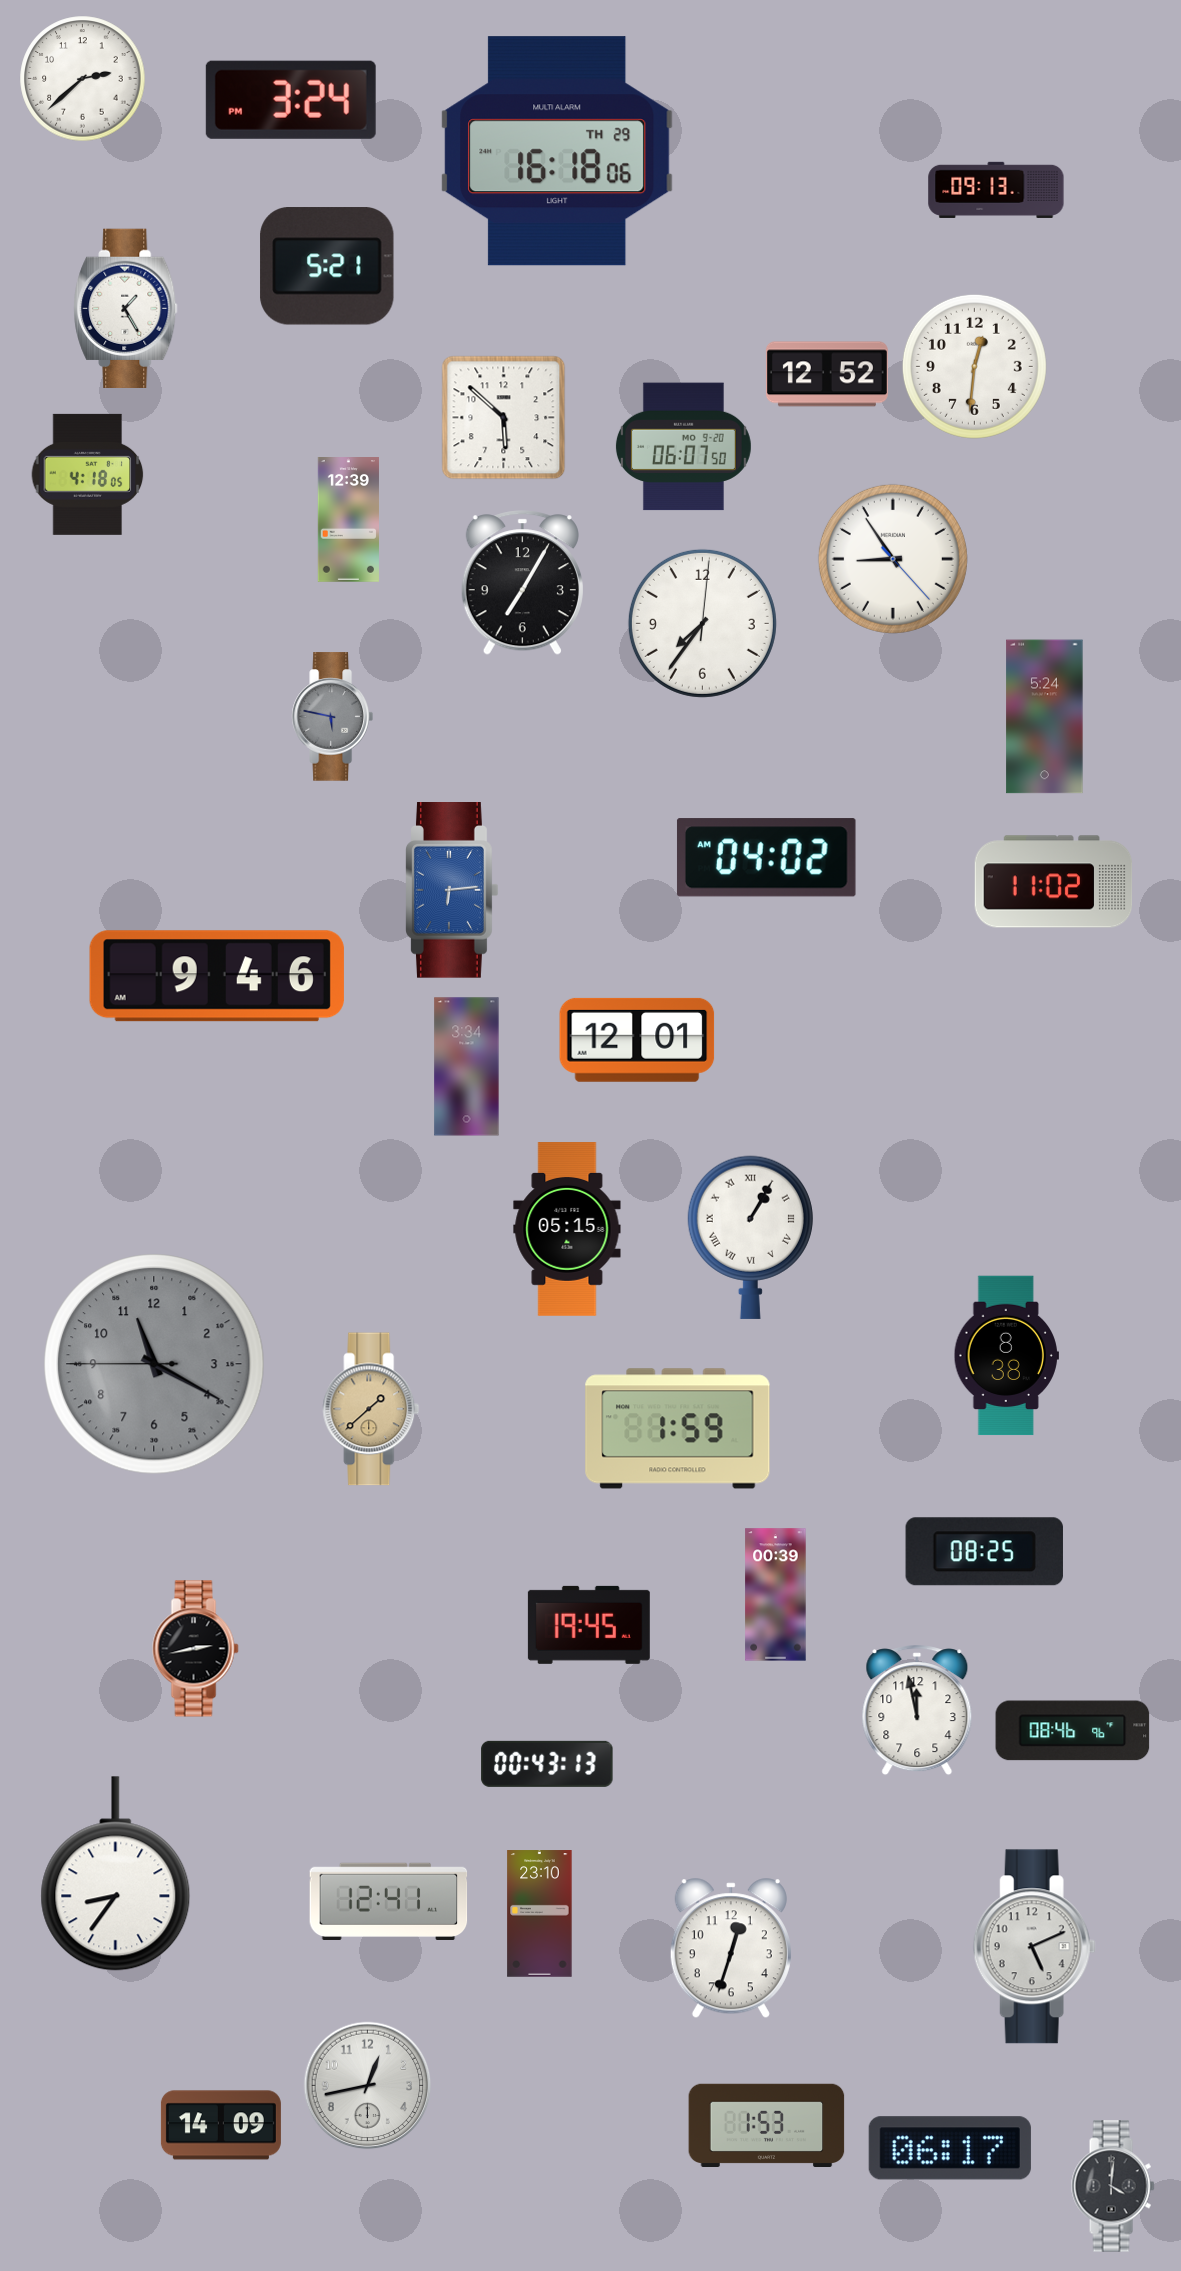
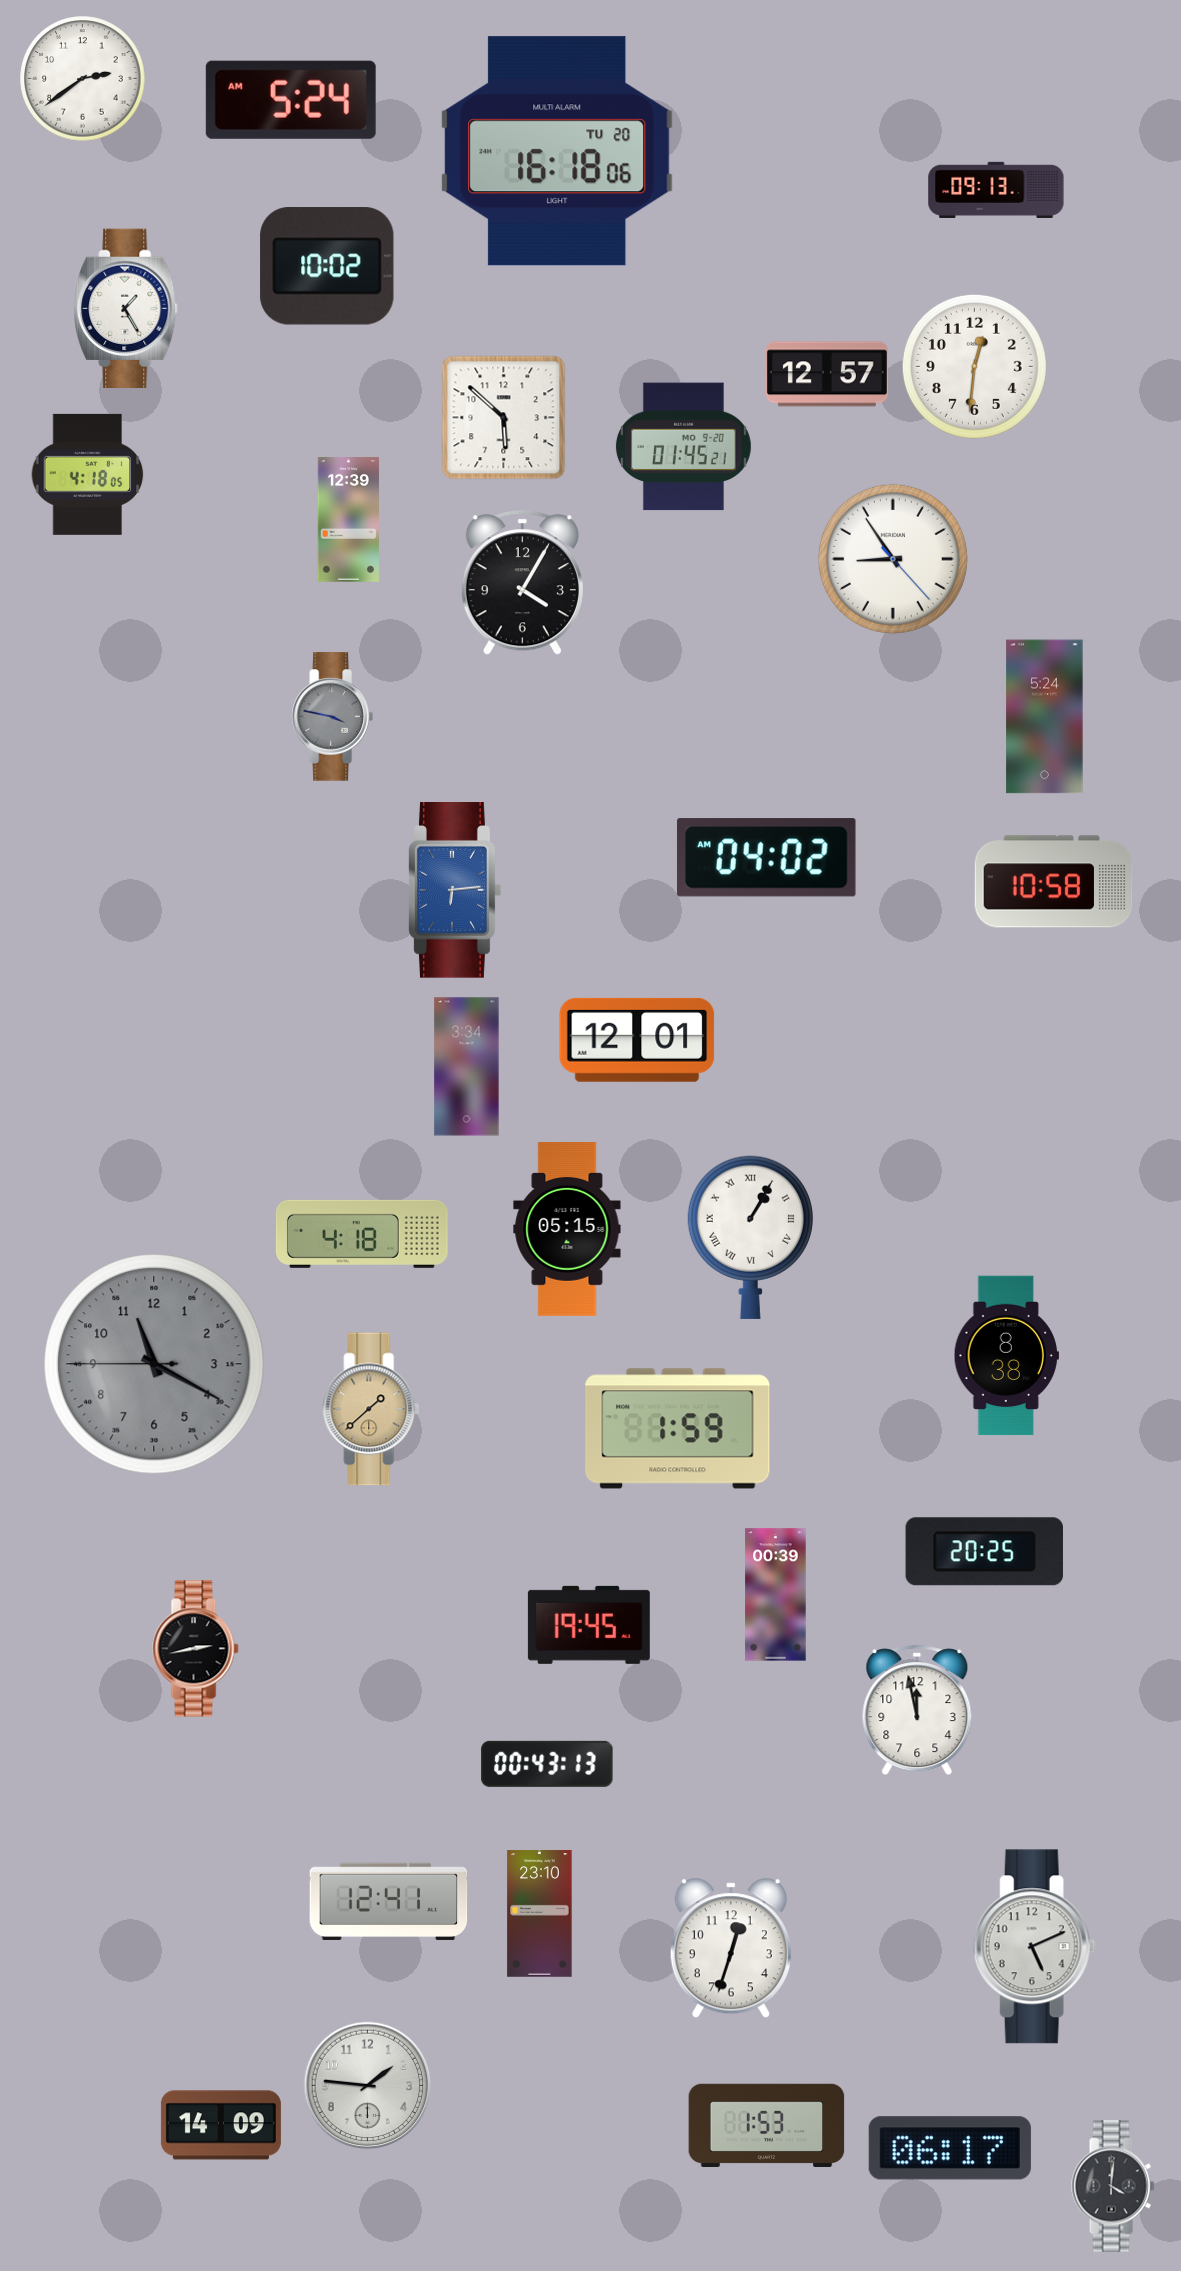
clock at (83, 79): 2:38 -> 2:39
clock at (291, 100): 3:24 -> 5:24
clock at (557, 151) date: TH 29 -> TU 20
clock at (327, 267): 5:21 -> 10:02
clock at (827, 374): 12:52 -> 12:57
clock at (683, 447): 06:07 -> 01:45
clock at (522, 583): 7:05 -> 4:05
clock at (702, 623): 7:36 -> none
clock at (332, 717): 5:47 -> 3:47
clock at (1054, 882): 11:02 -> 10:58
clock at (453, 891) position: (453, 891) -> (456, 891)
clock at (217, 976): 9:46 -> none
clock at (362, 1234): none -> 4:18
clock at (984, 1552): 08:25 -> 20:25
clock at (1073, 1731): 08:46 -> none
clock at (116, 1874): 8:36 -> none
clock at (368, 2086): 12:43 -> 1:46
